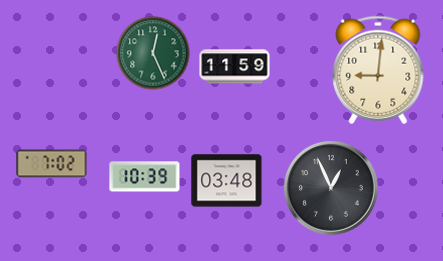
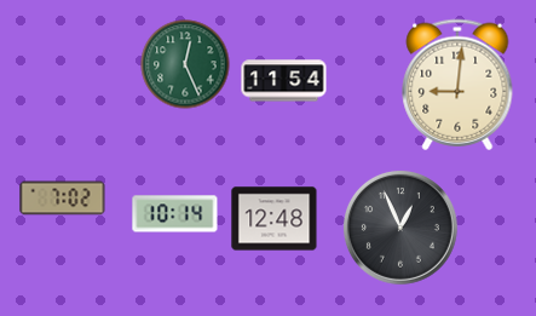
clock at (235, 67): 11:59 -> 11:54
clock at (145, 177): 10:39 -> 10:14
clock at (227, 181): 03:48 -> 12:48
